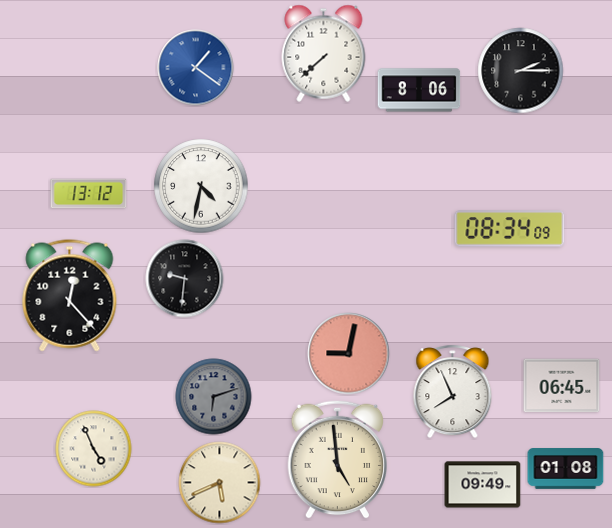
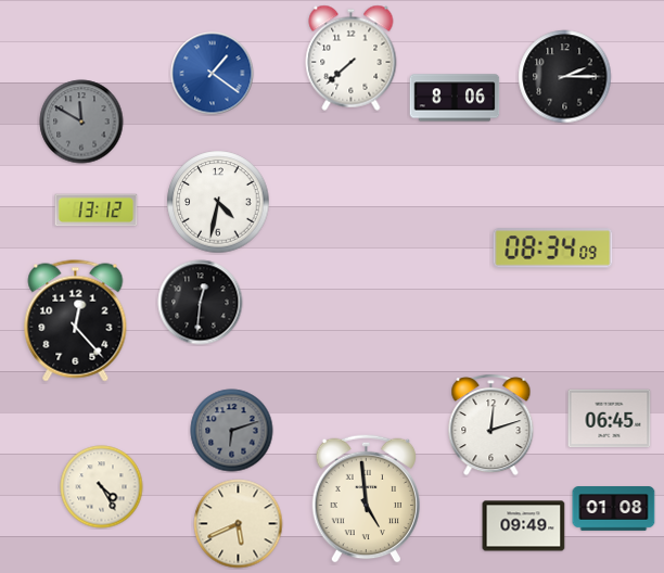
clock at (81, 122): none -> 11:50
clock at (185, 279): 9:31 -> 12:31
clock at (349, 354): 9:02 -> none
clock at (453, 392): 7:56 -> 12:12
clock at (94, 449): 4:56 -> 4:25
